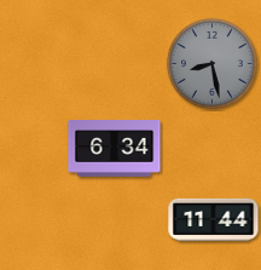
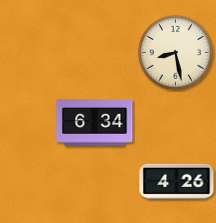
clock at (211, 63) dial: grey -> cream
clock at (214, 219): 11:44 -> 4:26
